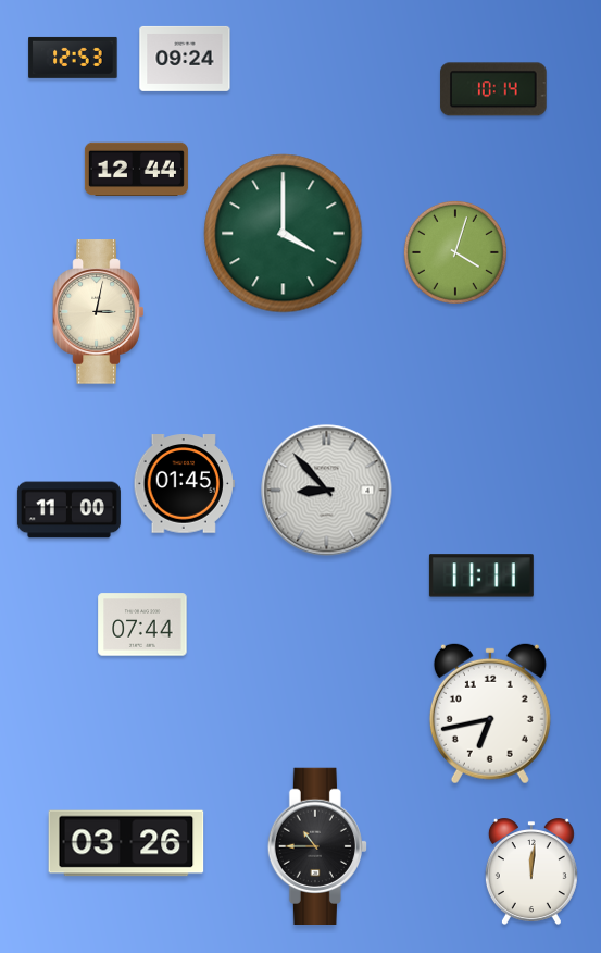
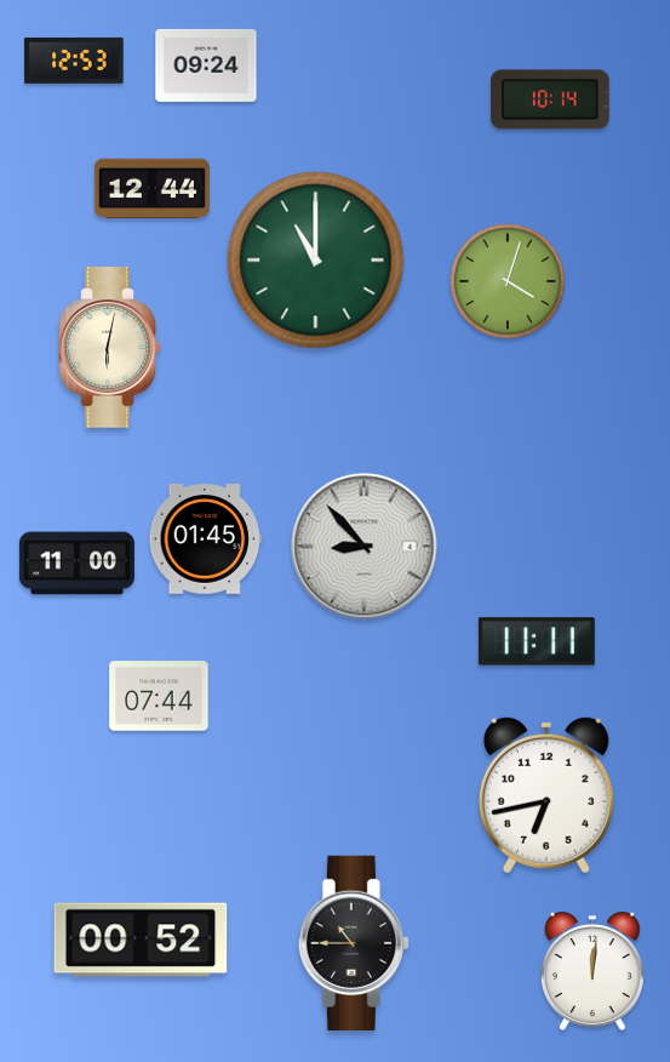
clock at (73, 58) position: (73, 58) -> (74, 61)
clock at (284, 234): 4:00 -> 11:00
clock at (99, 312): 3:02 -> 6:02
clock at (68, 510) position: (68, 510) -> (76, 564)
clock at (126, 843): 03:26 -> 00:52
